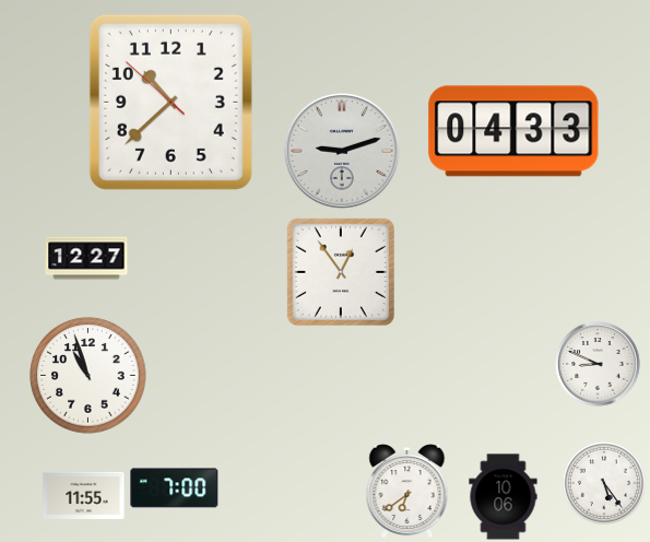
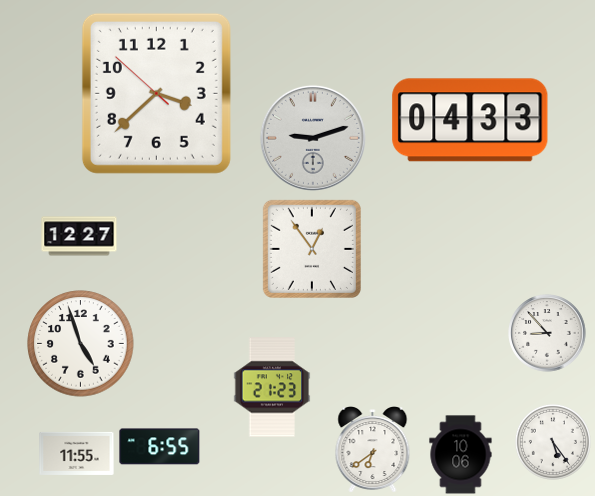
clock at (170, 102): 10:37 -> 3:37
clock at (598, 364): 8:49 -> 8:53
clock at (88, 376): 10:57 -> 4:57
clock at (272, 387): none -> 21:23
clock at (175, 488): 7:00 -> 6:55
